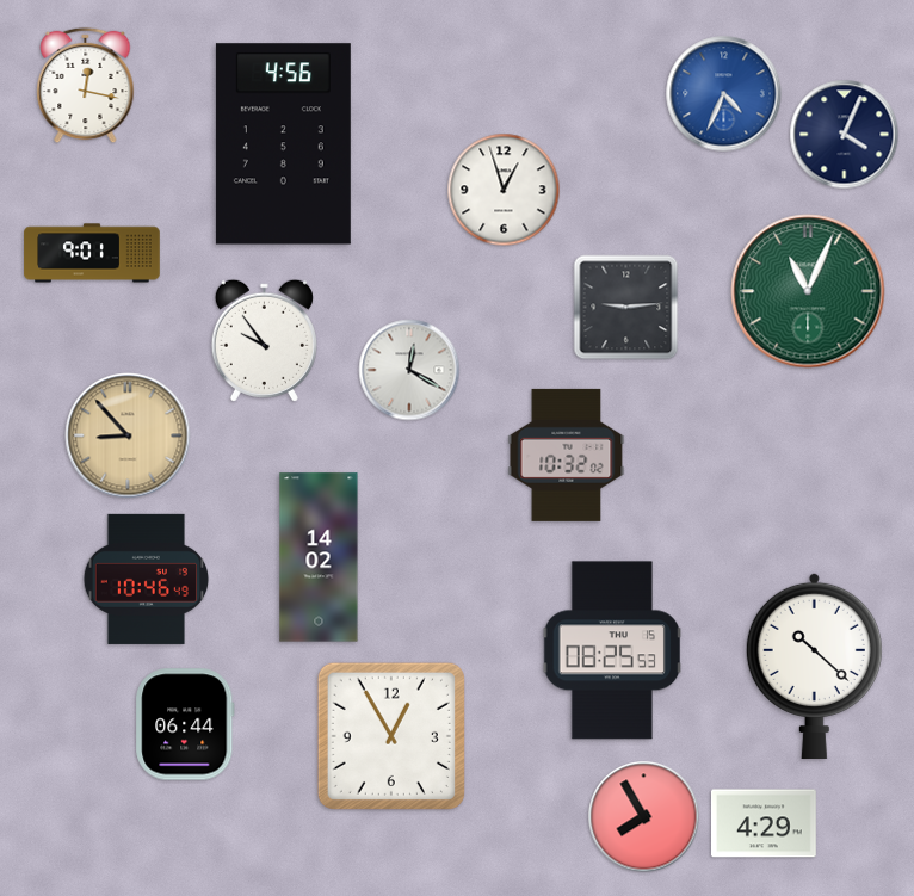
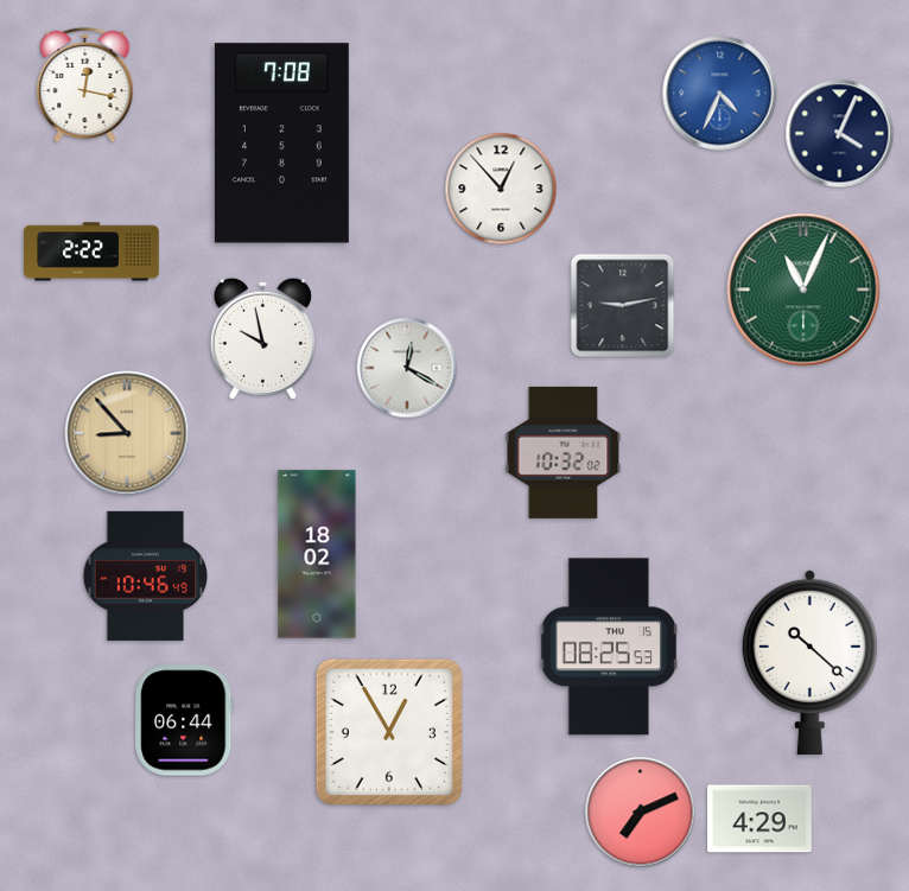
clock at (283, 144): 4:56 -> 7:08
clock at (504, 190): 12:57 -> 12:53
clock at (92, 253): 9:01 -> 2:22
clock at (626, 308): 9:14 -> 9:13
clock at (264, 340): 9:54 -> 9:58
clock at (319, 557): 14:02 -> 18:02
clock at (644, 817): 7:55 -> 7:11
